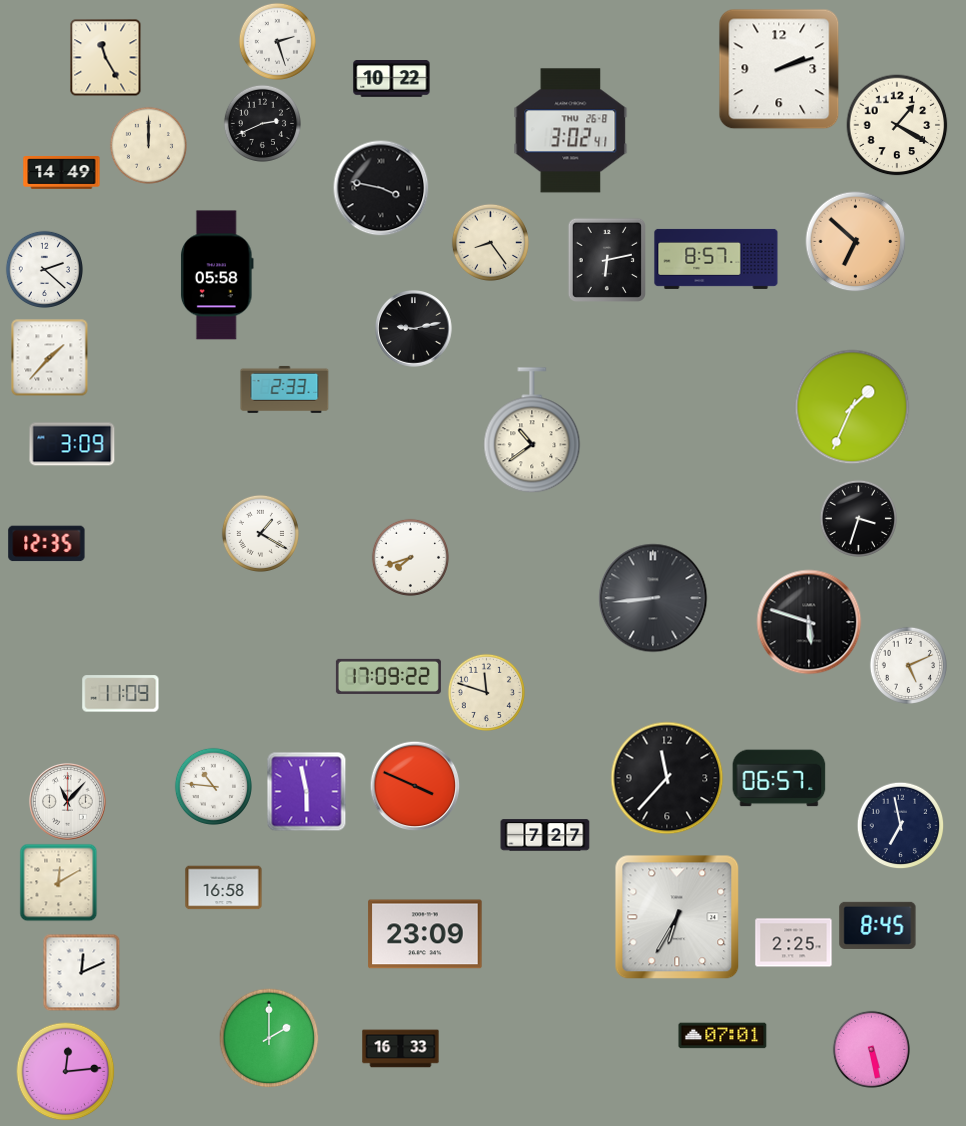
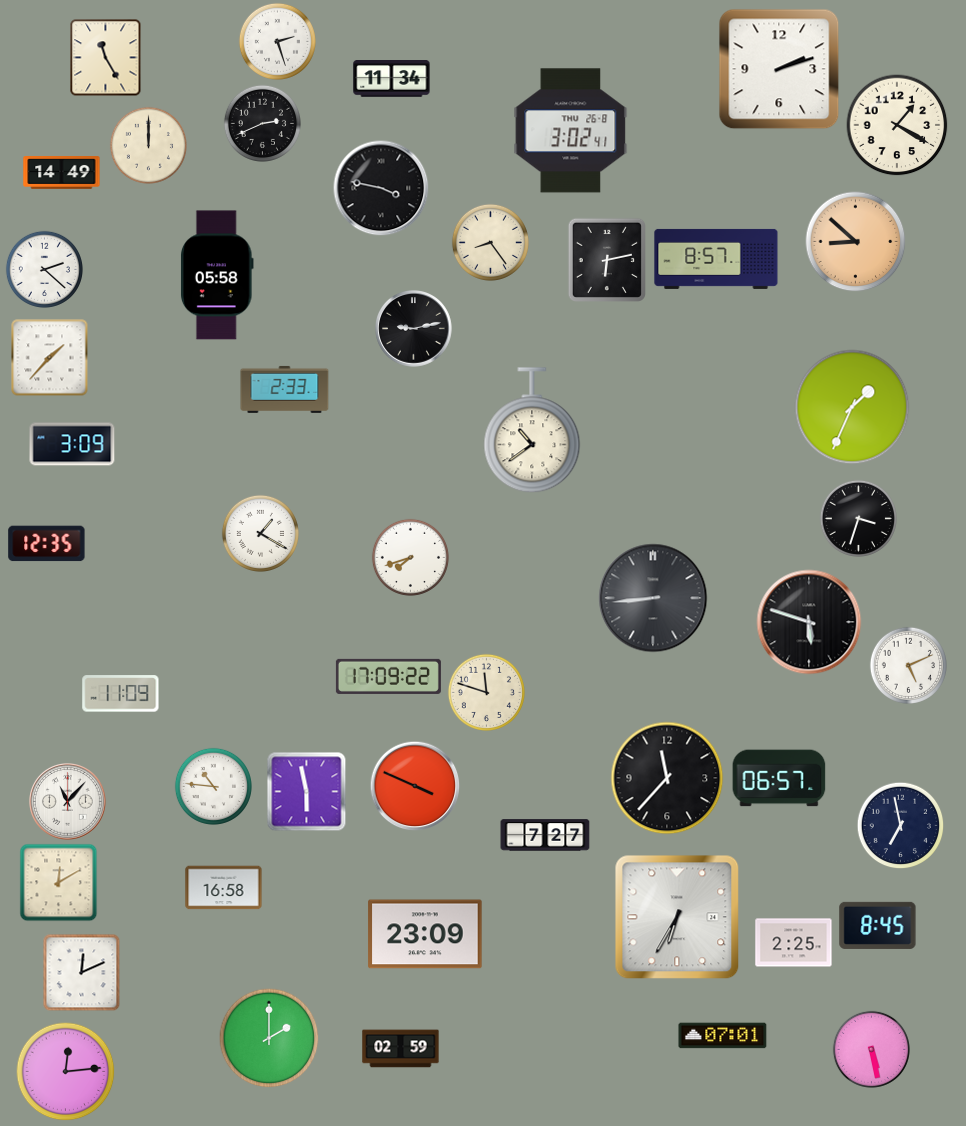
clock at (392, 79): 10:22 -> 11:34
clock at (856, 242): 6:52 -> 8:52
clock at (401, 1049): 16:33 -> 02:59
